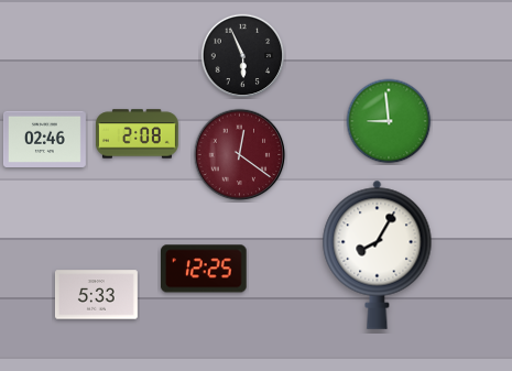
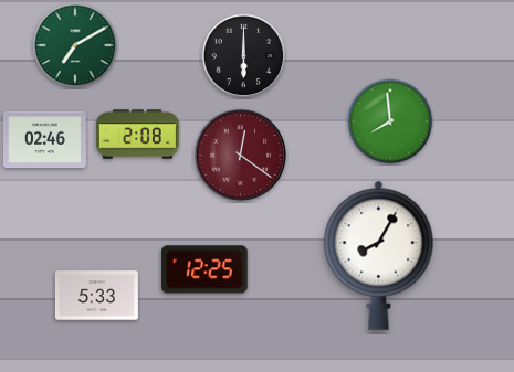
clock at (75, 45): none -> 7:10
clock at (243, 56): 5:56 -> 6:00
clock at (389, 121): 8:59 -> 7:59
